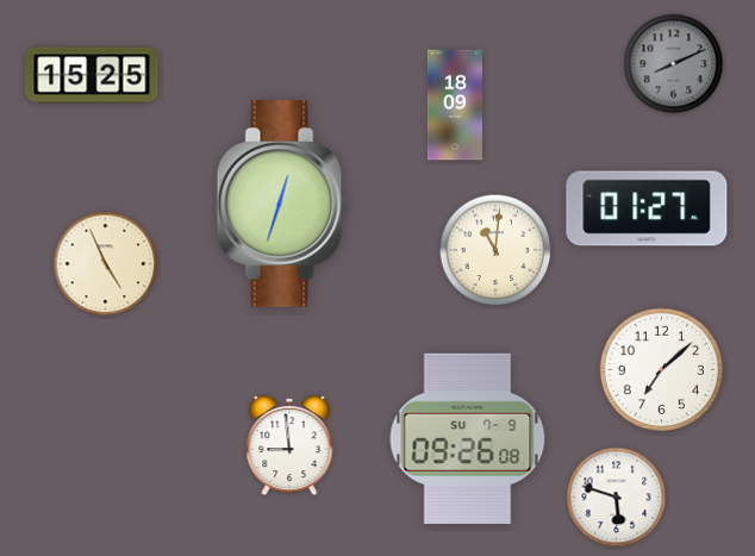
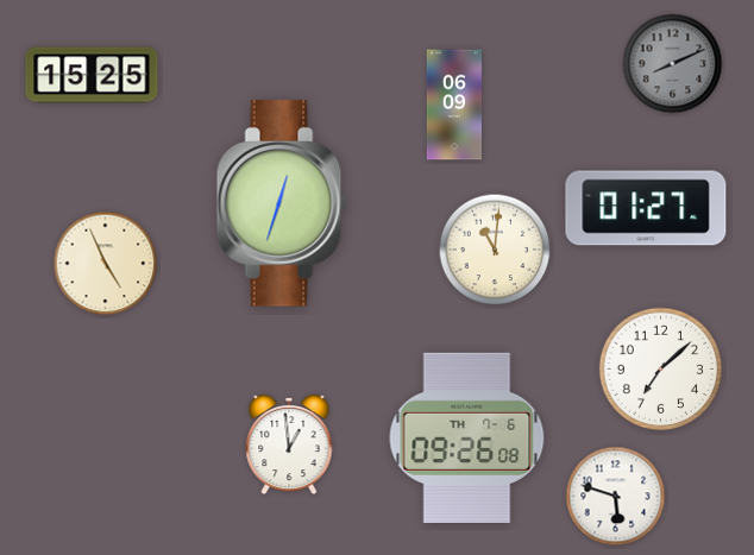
clock at (454, 105): 18:09 -> 06:09
clock at (468, 438) date: SU 7-9 -> TH 7-6
clock at (289, 445): 8:59 -> 12:59
